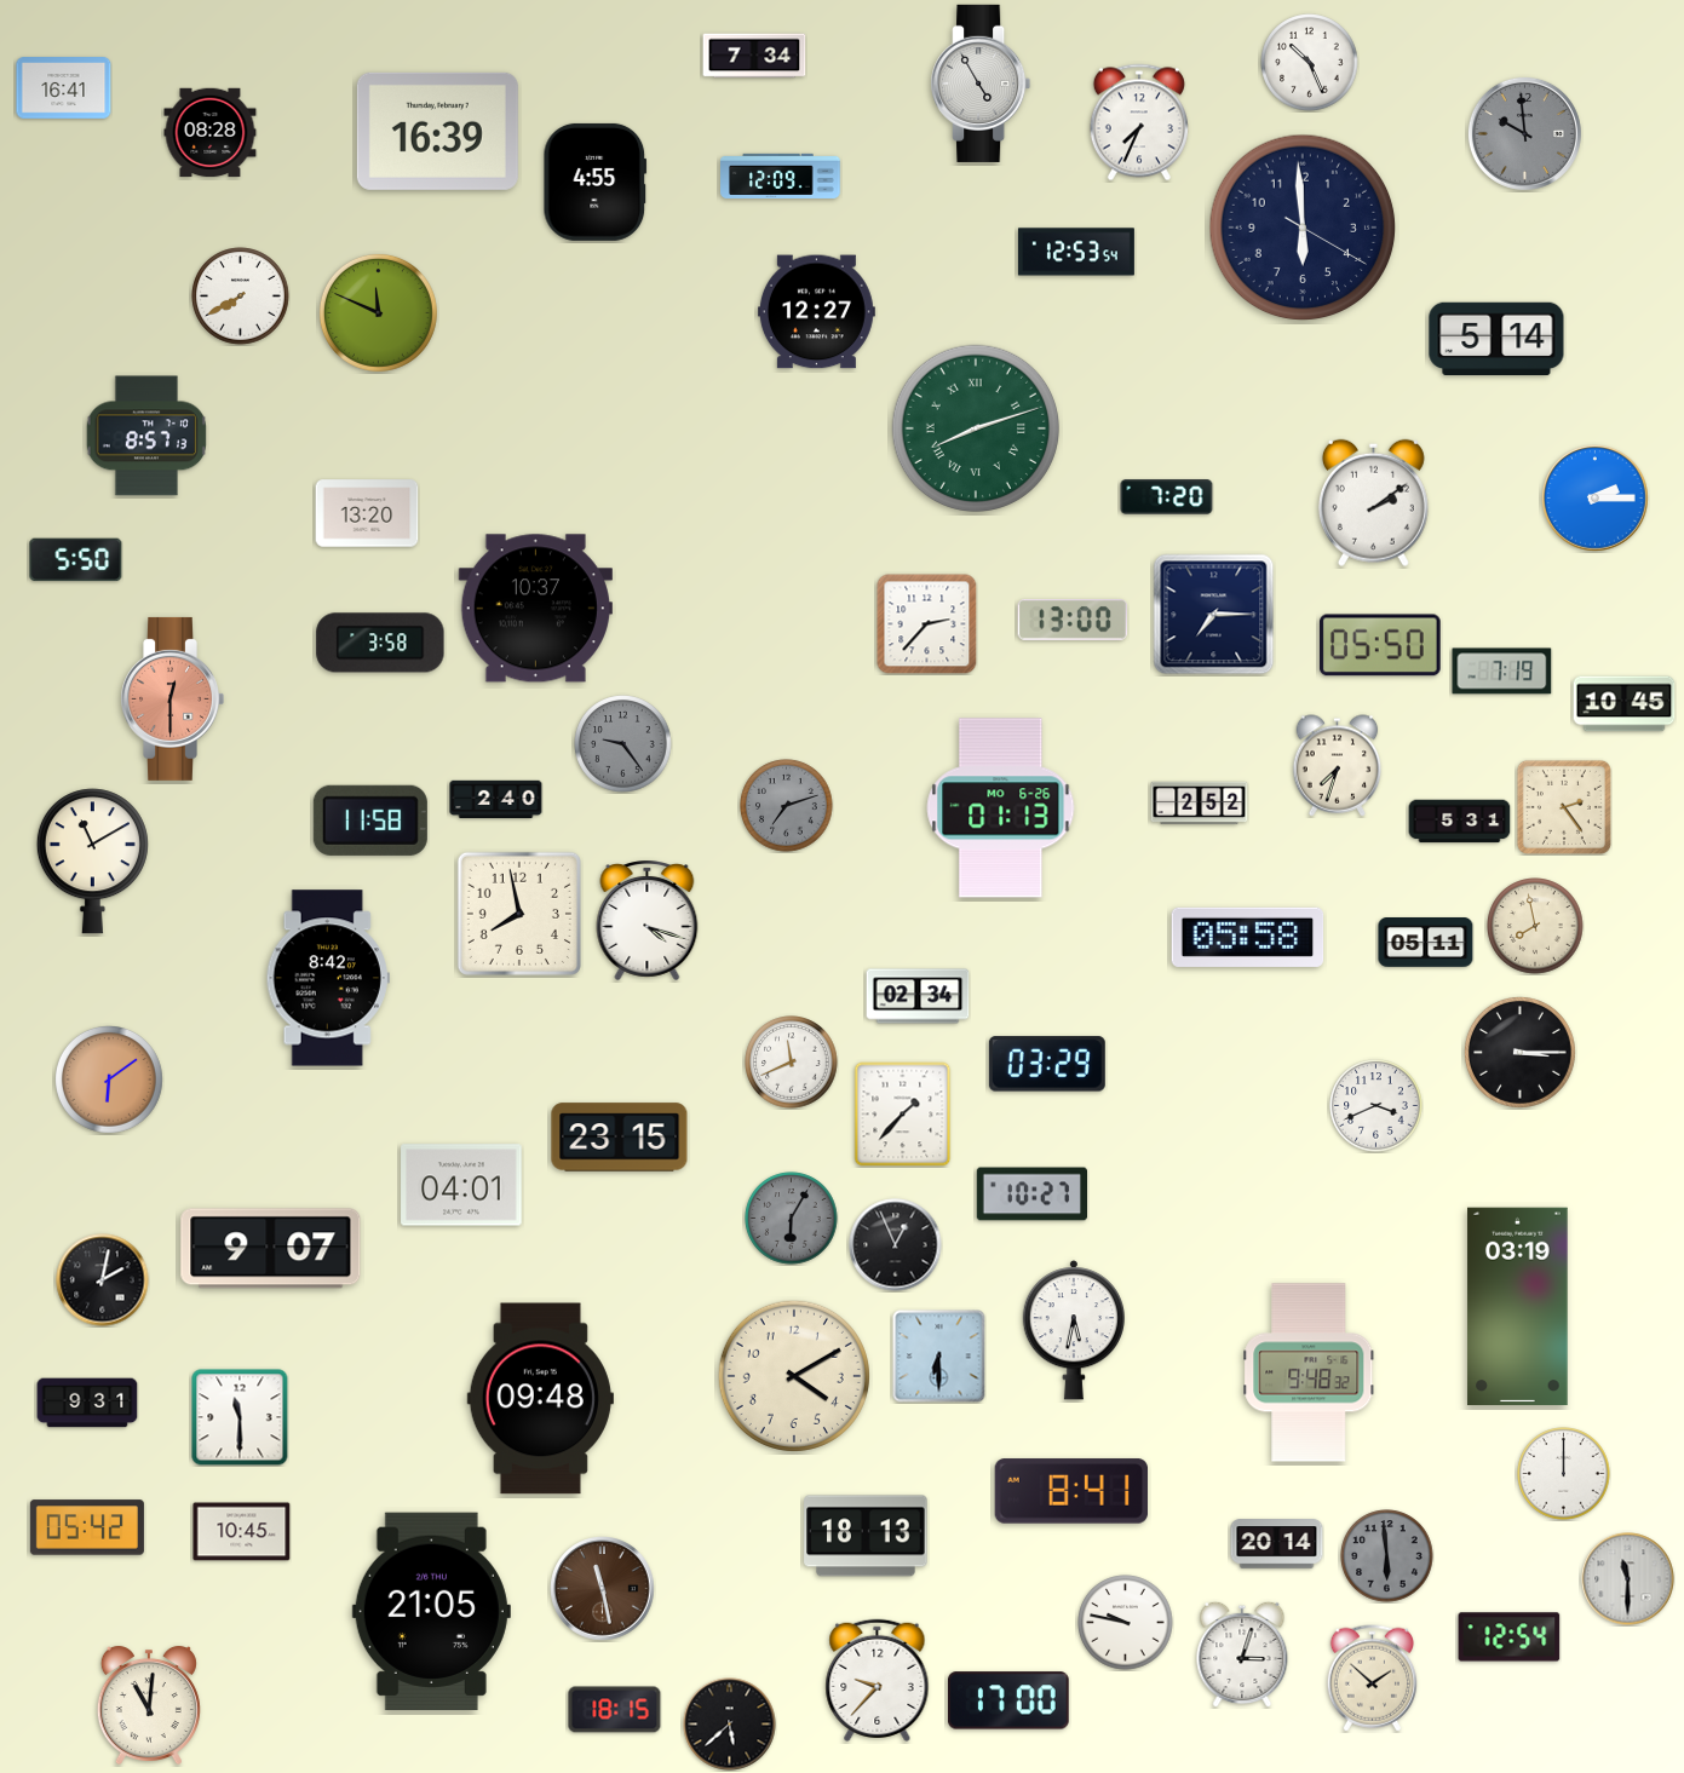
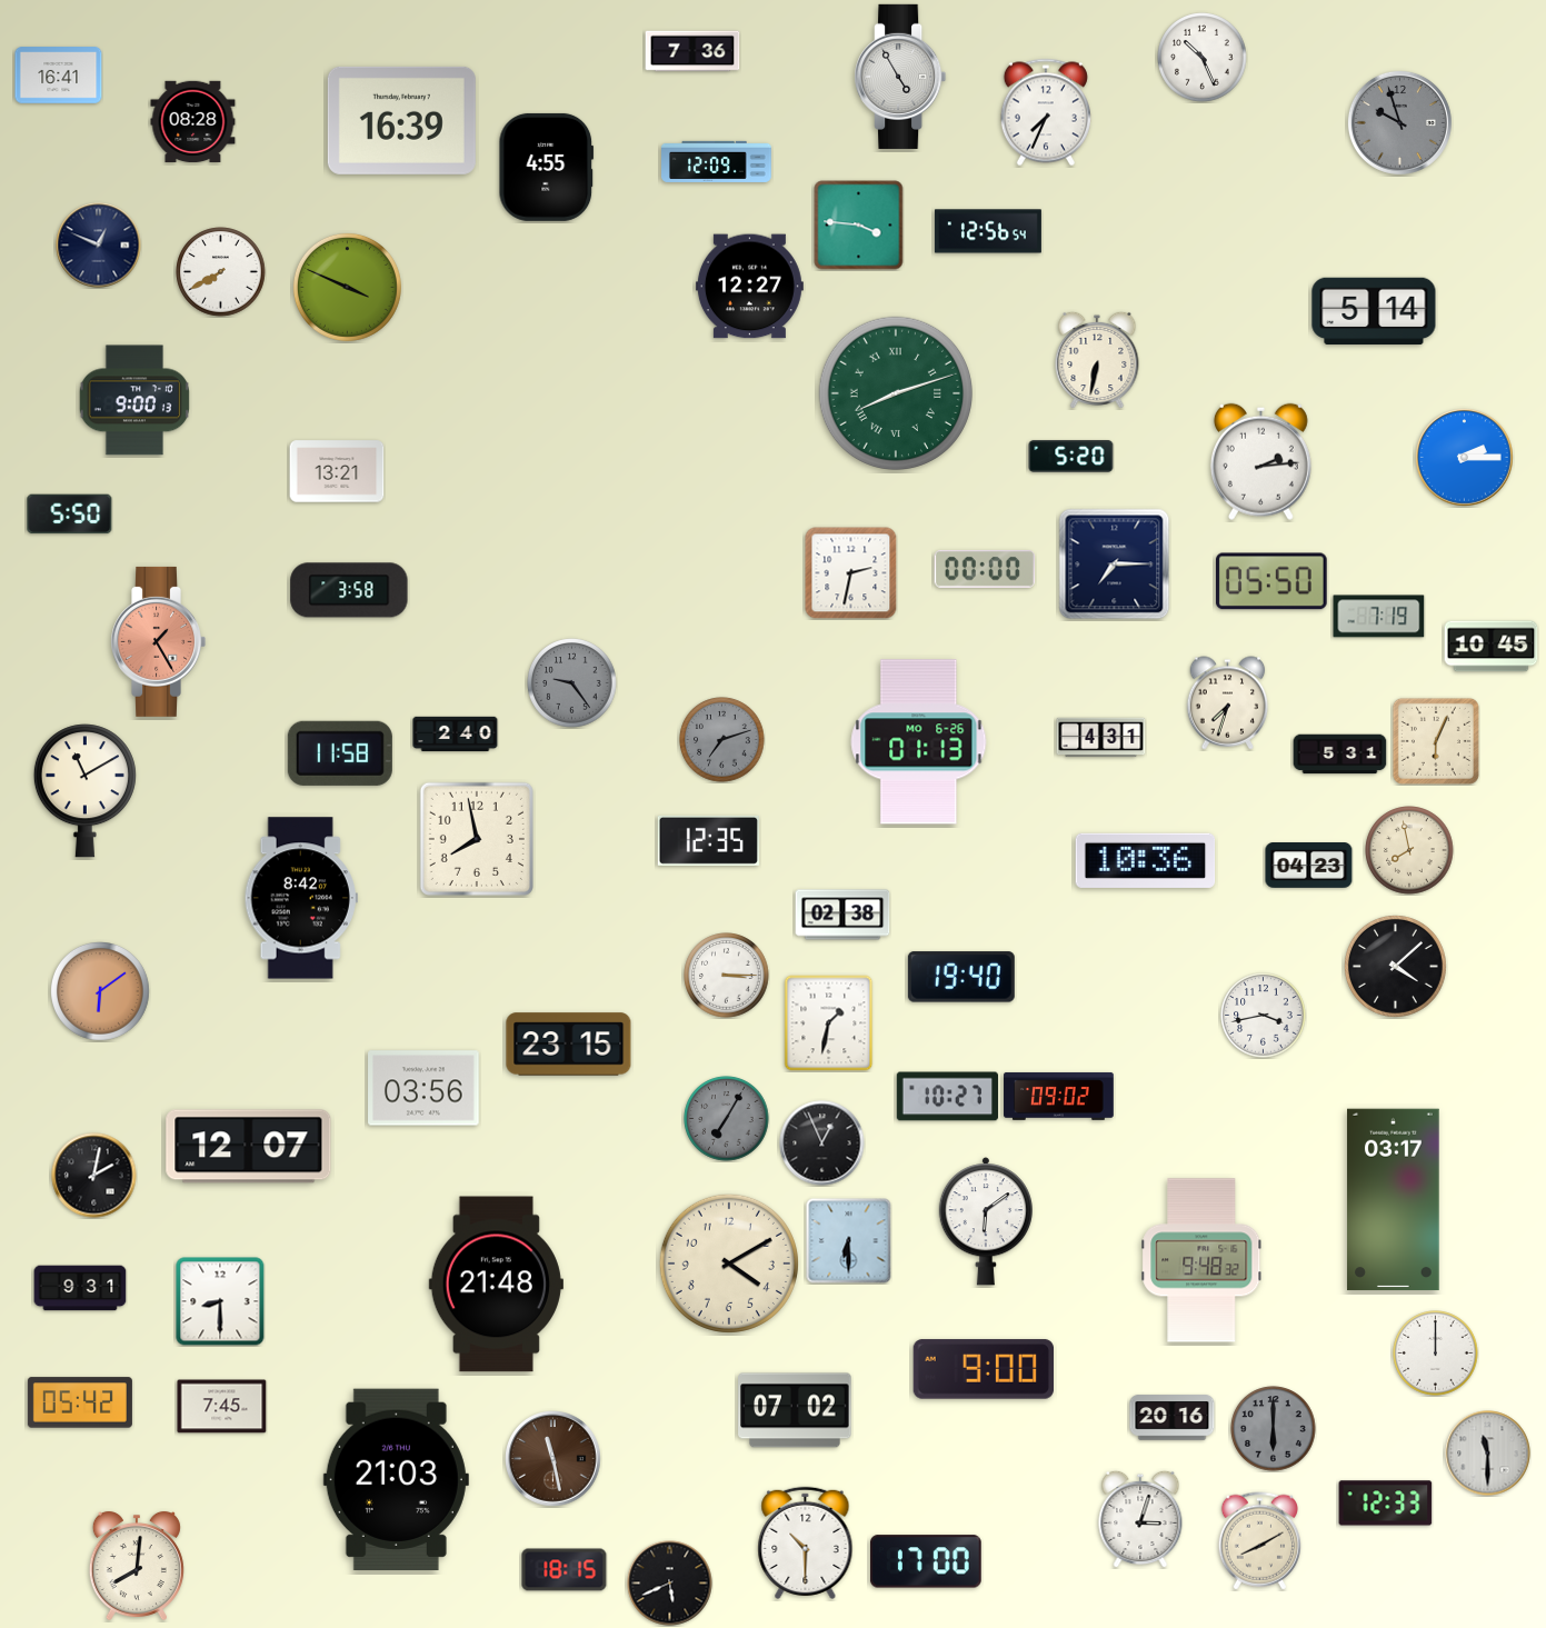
clock at (754, 56): 7:34 -> 7:36
clock at (64, 88) position: (64, 88) -> (59, 76)
clock at (1524, 133): 9:59 -> 9:57
clock at (1303, 228): 5:59 -> none
clock at (859, 226): none -> 3:46
clock at (1076, 252): 12:53 -> 12:56
clock at (99, 246): none -> 12:49
clock at (378, 312): 11:49 -> 3:49
clock at (1097, 360): none -> 6:32
clock at (146, 436): 8:57 -> 9:00
clock at (1167, 497): 7:20 -> 5:20
clock at (1373, 502): 2:09 -> 2:14
clock at (367, 513): 13:20 -> 13:21
clock at (535, 609): 10:37 -> none
clock at (1073, 621): 13:00 -> 00:00
clock at (927, 624): 2:37 -> 2:32
clock at (1380, 645) position: (1380, 645) -> (1271, 581)
clock at (172, 698): 12:30 -> 1:25
clock at (1200, 804): 2:52 -> 4:31
clock at (1564, 807): 2:24 -> 6:04
clock at (708, 840): none -> 12:35
clock at (648, 921): 4:18 -> none
clock at (1248, 937): 05:58 -> 10:36
clock at (1426, 943): 05:11 -> 04:23
clock at (918, 996): 02:34 -> 02:38
clock at (1519, 1052): 3:15 -> 4:08
clock at (792, 1063): 11:41 -> 3:15
clock at (1047, 1064): 03:29 -> 19:40
clock at (1376, 1106): 3:41 -> 3:43
clock at (903, 1115): 1:37 -> 1:32
clock at (461, 1185): 04:01 -> 03:56
clock at (1059, 1097): none -> 09:02
clock at (792, 1219): 6:05 -> 7:05
clock at (271, 1249): 9:07 -> 12:07
clock at (1518, 1307): 03:19 -> 03:17
clock at (1073, 1330): 5:32 -> 6:09
clock at (939, 1357) position: (939, 1357) -> (849, 1241)
clock at (540, 1399): 09:48 -> 21:48
clock at (240, 1417): 11:30 -> 8:30
clock at (1070, 1491): 8:41 -> 9:00
clock at (242, 1532): 10:45 -> 7:45
clock at (866, 1536): 18:13 -> 07:02
clock at (1277, 1544): 20:14 -> 20:16
clock at (1387, 1556): 5:59 -> 6:00
clock at (1628, 1579) position: (1628, 1579) -> (1488, 1454)
clock at (431, 1611): 21:05 -> 21:03
clock at (1126, 1623): 9:47 -> none
clock at (1510, 1637): 12:54 -> 12:33
clock at (1372, 1679): 1:52 -> 8:10
clock at (878, 1680): 9:37 -> 10:30
clock at (149, 1705): 11:01 -> 8:01
clock at (730, 1725): 5:38 -> 5:41
